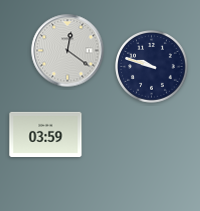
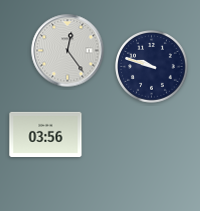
clock at (68, 51): 12:21 -> 12:24
clock at (46, 134): 03:59 -> 03:56
